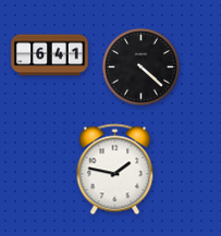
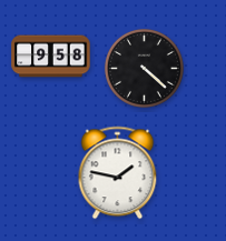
clock at (50, 55): 6:41 -> 9:58
